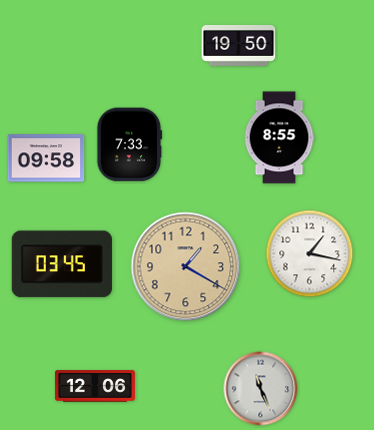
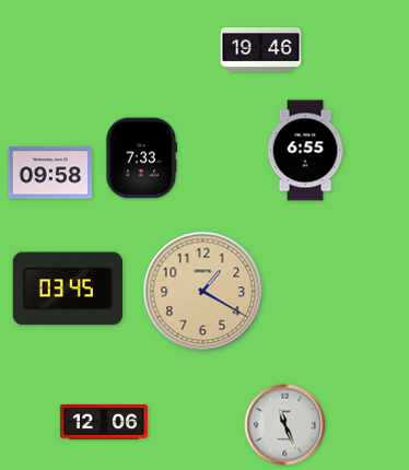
clock at (239, 45): 19:50 -> 19:46
clock at (279, 138): 8:55 -> 6:55
clock at (310, 254): 1:17 -> none
